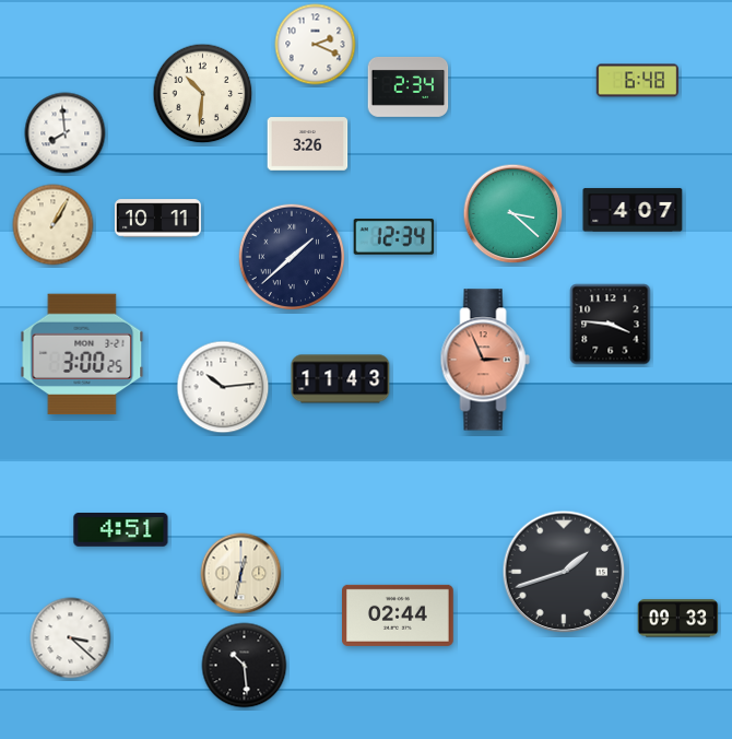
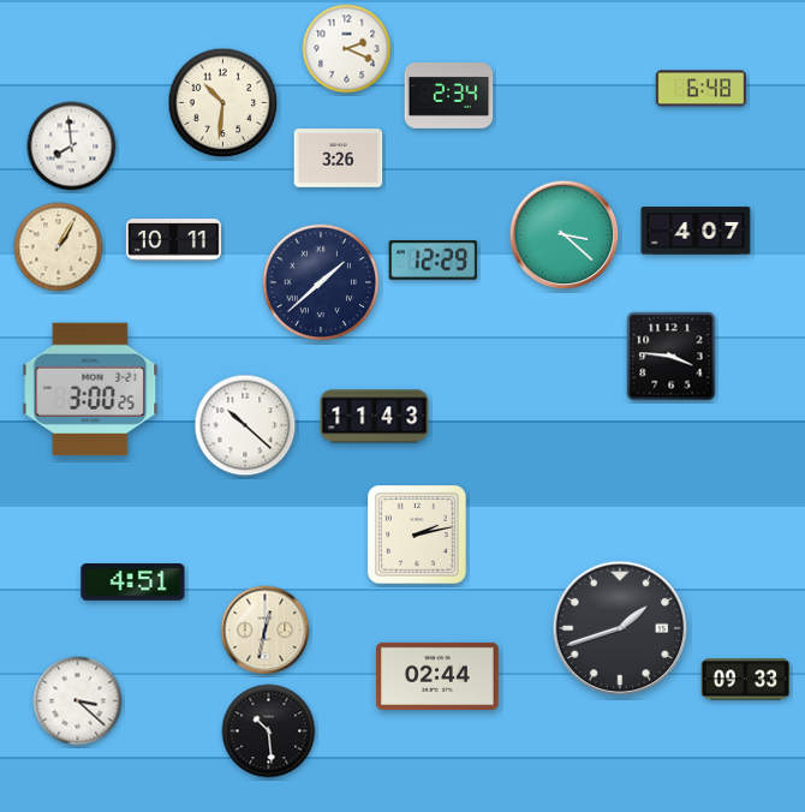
clock at (394, 237): 12:34 -> 12:29
clock at (485, 360): 2:56 -> none
clock at (223, 387): 10:14 -> 10:22
clock at (418, 536): none -> 2:13
